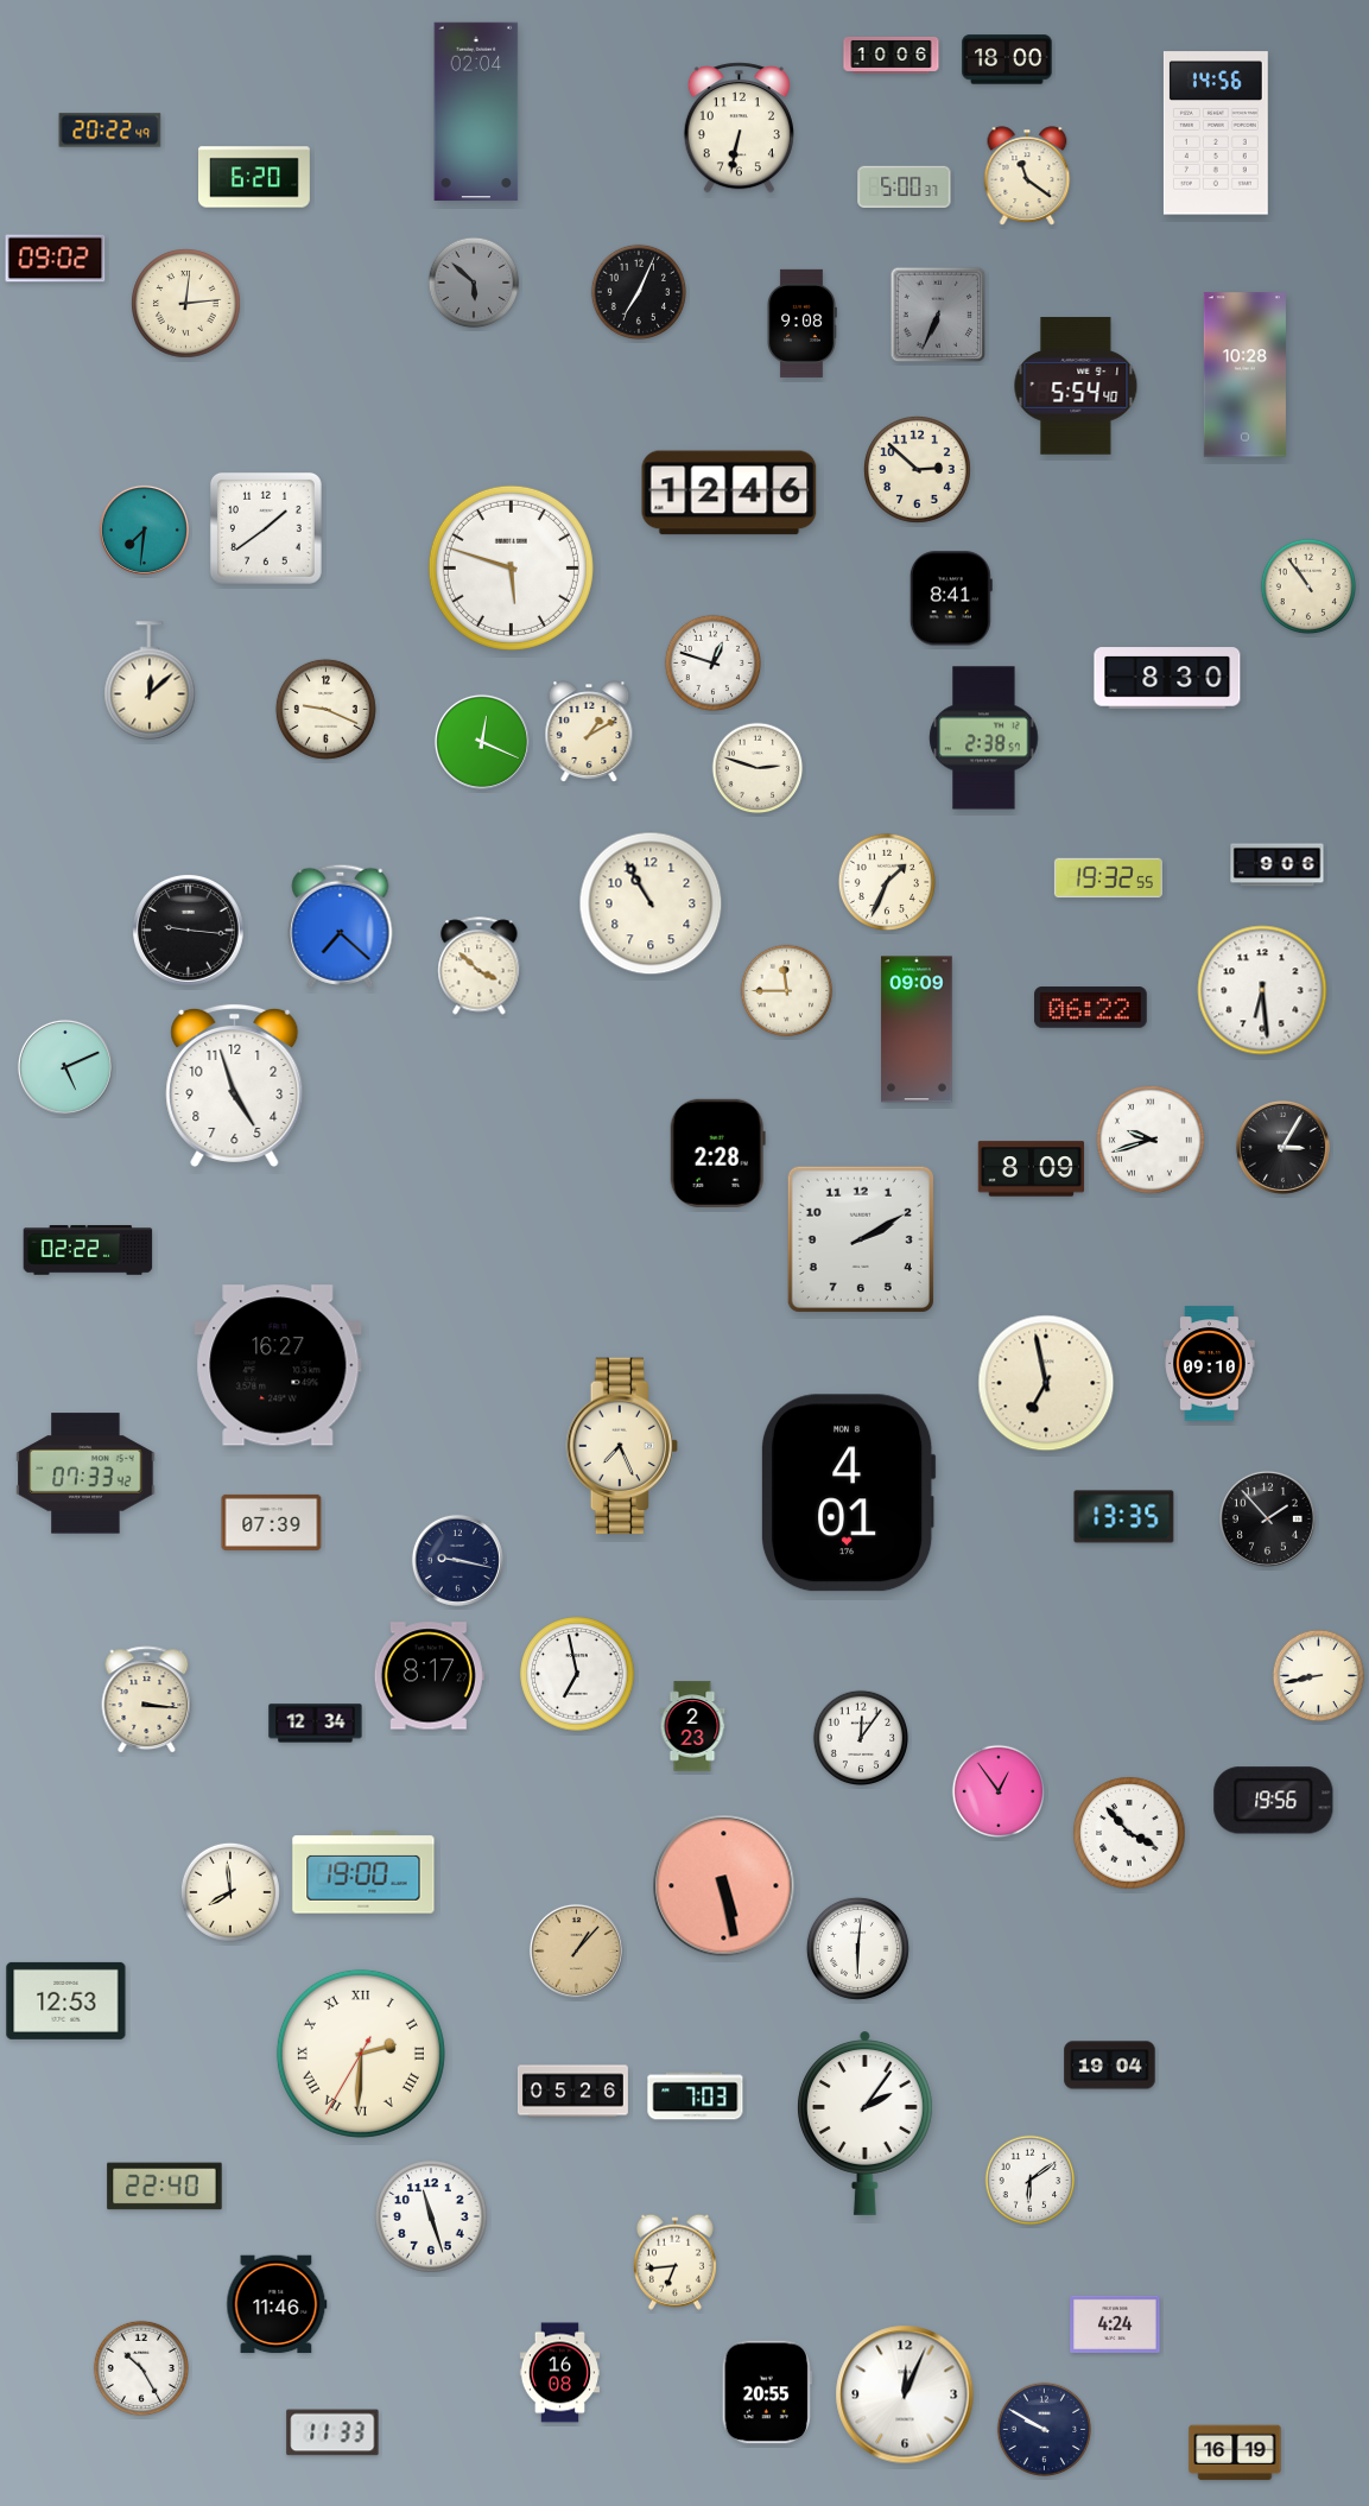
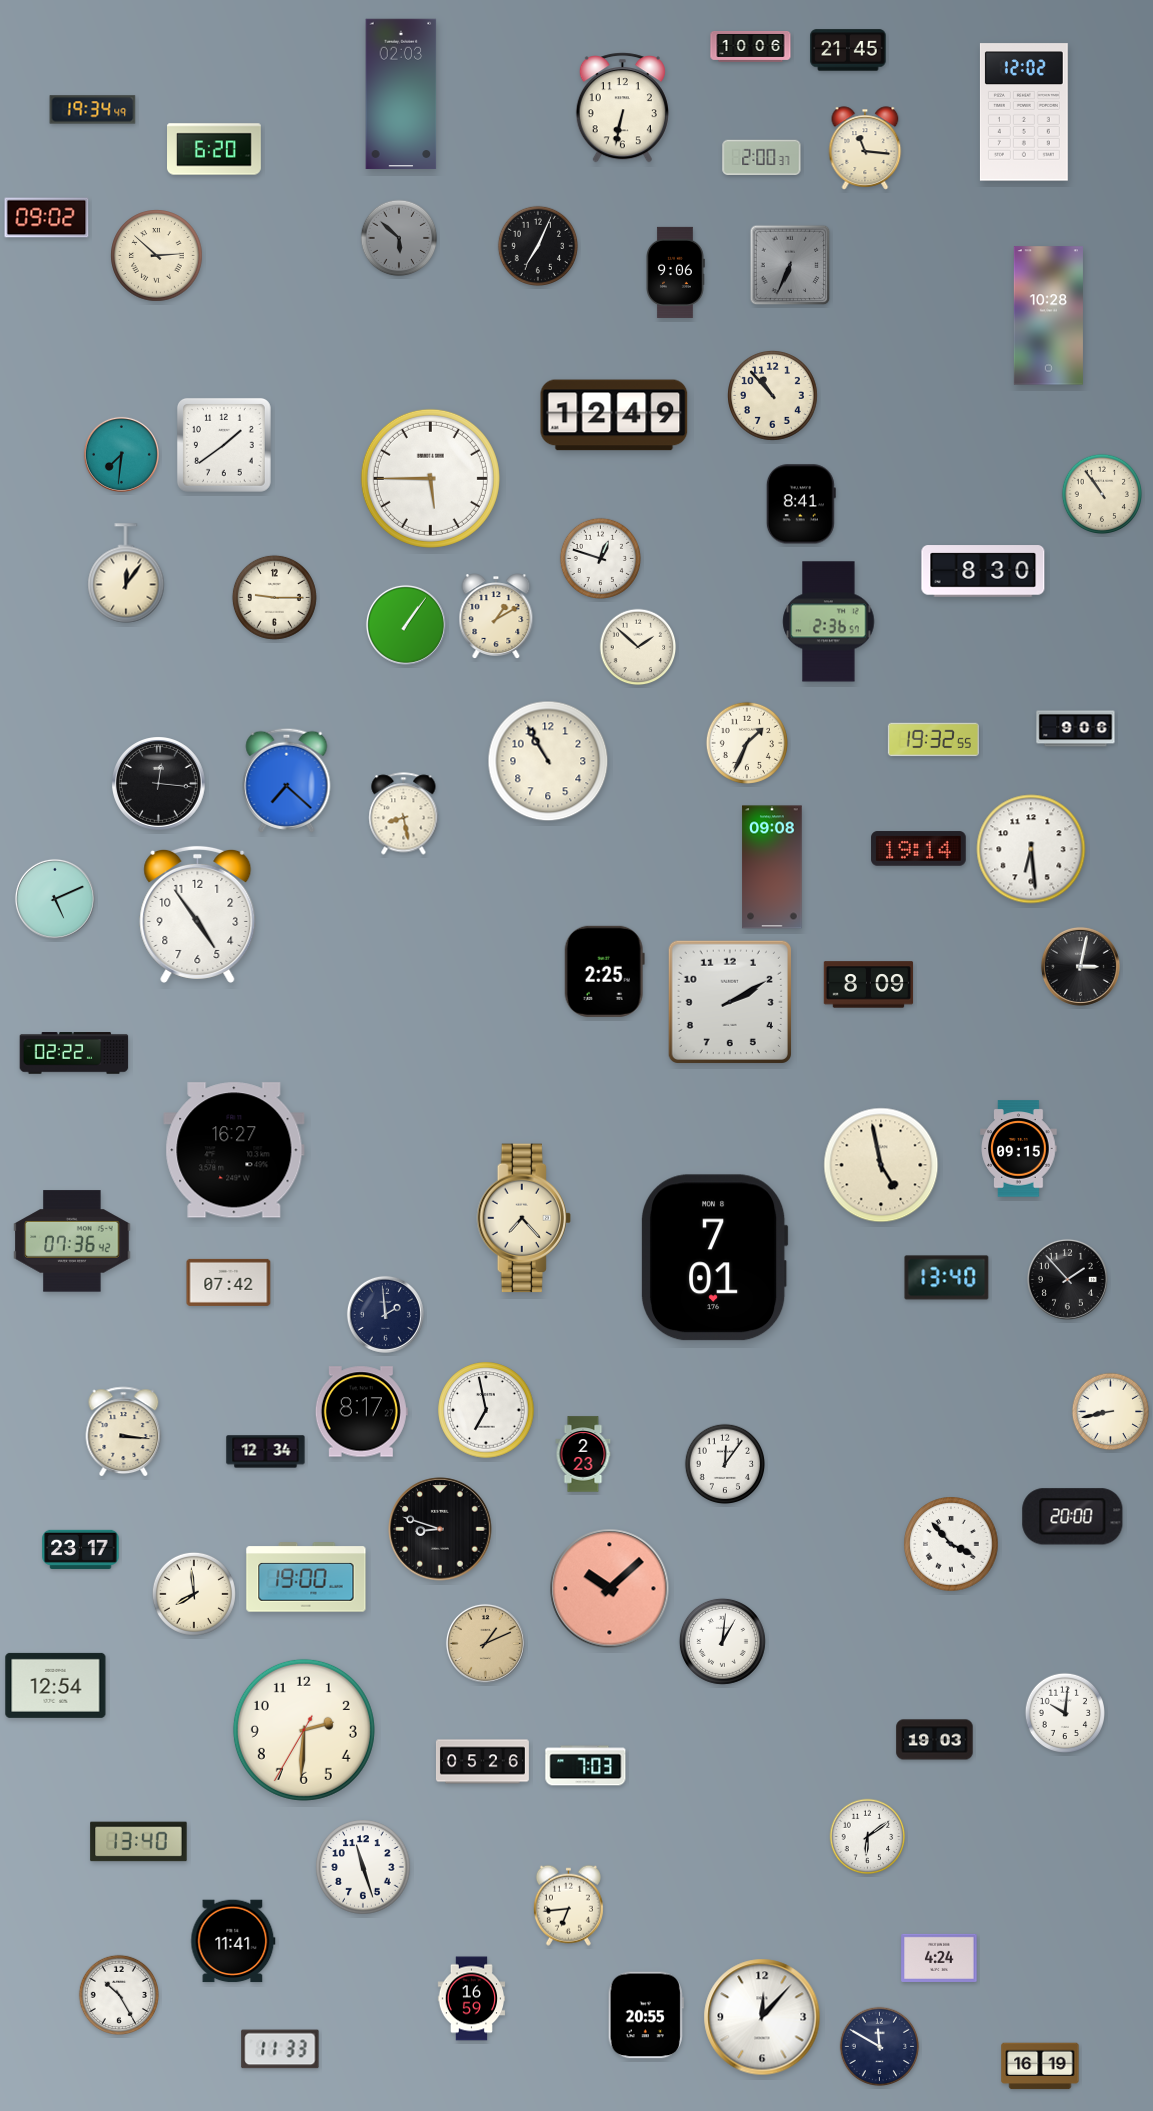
clock at (1007, 59): 18:00 -> 21:45
clock at (476, 112): 02:04 -> 02:03
clock at (110, 131): 20:22 -> 19:34
clock at (1216, 133): 14:56 -> 12:02
clock at (1027, 176): 11:21 -> 11:16
clock at (905, 186): 5:00 -> 2:00
clock at (186, 304): 12:14 -> 2:52
clock at (803, 323): 9:08 -> 9:06
clock at (1076, 386): 5:54 -> none
clock at (918, 470): 2:52 -> 10:53
clock at (729, 493): 12:46 -> 12:49
clock at (144, 529) position: (144, 529) -> (121, 454)
clock at (511, 567): 5:48 -> 5:45
clock at (150, 680): 12:08 -> 12:06
clock at (325, 709): 9:19 -> 9:15
clock at (984, 738): 2:38 -> 2:36
clock at (482, 742): 12:19 -> 1:06
clock at (758, 768): 2:48 -> 1:52
clock at (189, 931): 9:16 -> 12:16
clock at (480, 966): 3:52 -> 8:28
clock at (1262, 990) position: (1262, 990) -> (1031, 849)
clock at (787, 991): 11:45 -> none
clock at (1091, 1008): 06:22 -> 19:14
clock at (917, 1029): 09:09 -> 09:08
clock at (235, 1085): 4:57 -> 4:54
clock at (1152, 1141): 9:42 -> none
clock at (1282, 1147): 3:05 -> 3:02
clock at (717, 1153): 2:28 -> 2:25
clock at (861, 1239) position: (861, 1239) -> (730, 1002)
clock at (1210, 1364): 09:10 -> 09:15
clock at (1046, 1383): 6:58 -> 4:58
clock at (622, 1446): 7:26 -> 7:23
clock at (85, 1473): 07:33 -> 07:36
clock at (848, 1493): 4:01 -> 7:01
clock at (1124, 1517): 13:35 -> 13:40
clock at (272, 1522): 07:39 -> 07:42
clock at (457, 1560): 9:17 -> 1:59
clock at (999, 1791): 12:54 -> none
clock at (1274, 1801): 19:56 -> 20:00
clock at (440, 1529): none -> 8:48
clock at (81, 1549): none -> 23:17
clock at (724, 1886): 5:28 -> 10:08
clock at (857, 1948): 6:01 -> 1:01
clock at (576, 1950): 1:07 -> 1:11
clock at (66, 2000): 12:53 -> 12:54
clock at (1064, 1712): none -> 10:01
clock at (361, 2054) numerals: Roman -> Arabic
clock at (1110, 2066): 19:04 -> 19:03
clock at (864, 2123): 2:06 -> none
clock at (165, 2187): 22:40 -> 13:40
clock at (277, 2304): 11:46 -> 11:41
clock at (560, 2373): 16:08 -> 16:59
clock at (905, 2394): 12:04 -> 12:07
clock at (1045, 2430): 9:50 -> 11:50
